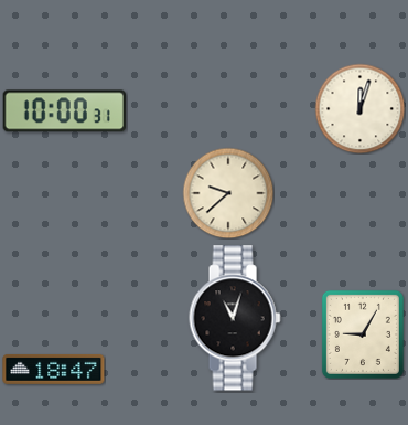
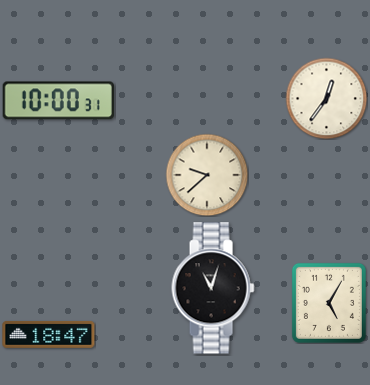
clock at (359, 108): 12:03 -> 12:36
clock at (363, 334): 9:05 -> 5:05
